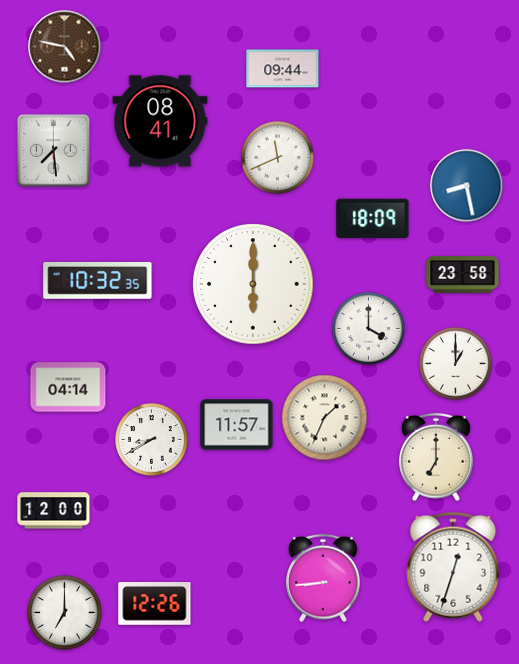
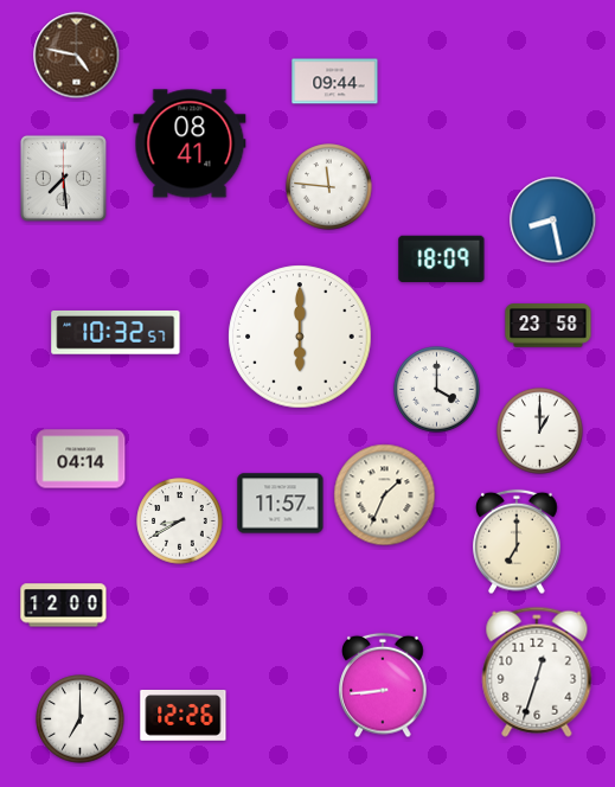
clock at (278, 158): 11:41 -> 11:46
clock at (98, 281): 10:32:35 -> 10:32:57
clock at (65, 613) position: (65, 613) -> (81, 719)
